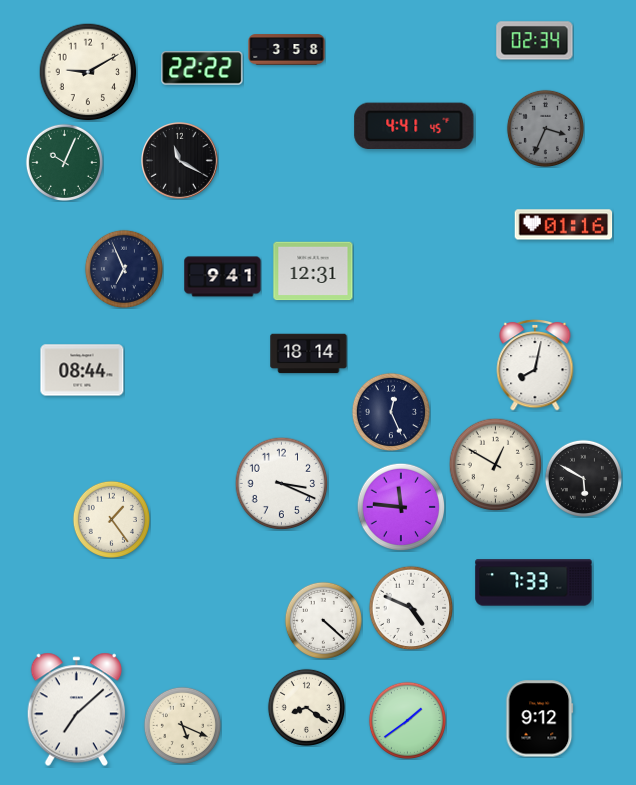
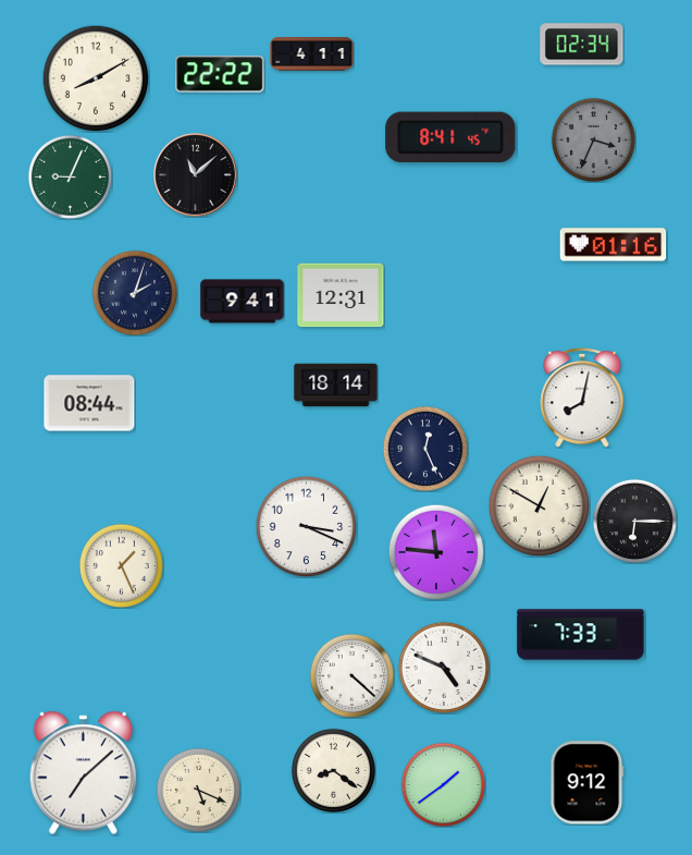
clock at (287, 50): 3:58 -> 4:11
clock at (88, 72): 9:10 -> 8:10
clock at (414, 125): 4:41 -> 8:41
clock at (180, 161): 11:20 -> 11:08
clock at (64, 162): 10:04 -> 9:04
clock at (124, 269): 6:56 -> 2:03
clock at (583, 478): 5:50 -> 6:15
clock at (111, 519): 1:24 -> 1:26
clock at (410, 607) position: (410, 607) -> (443, 667)
